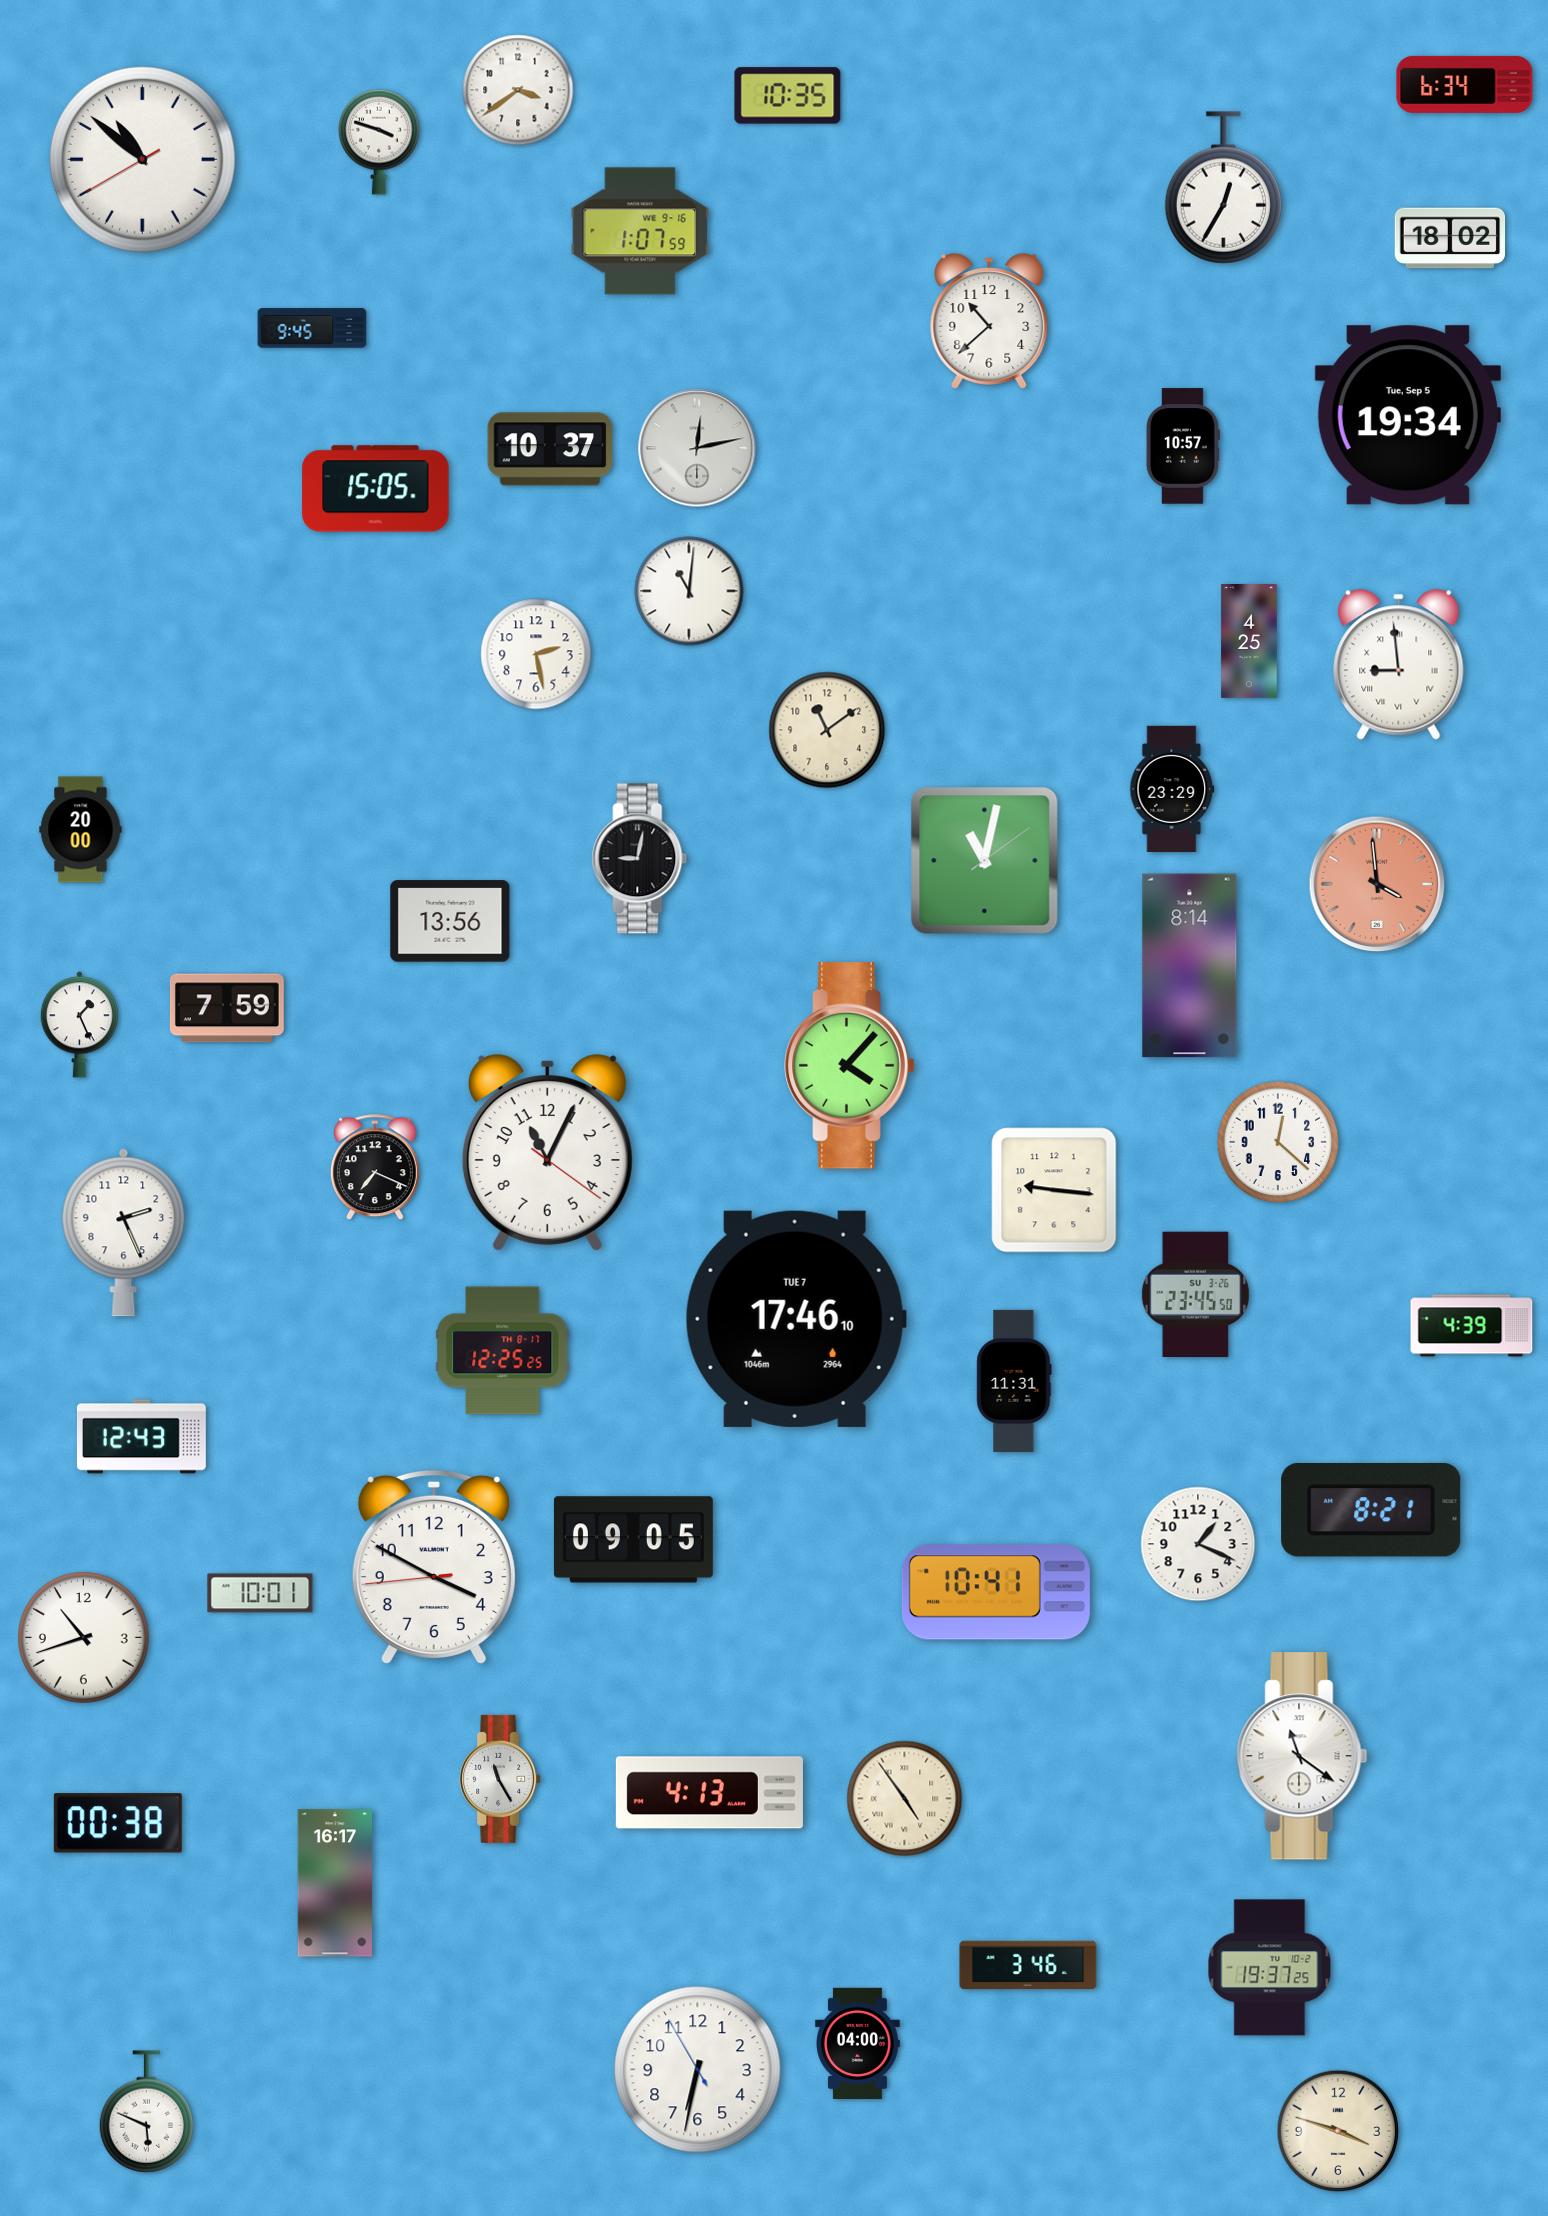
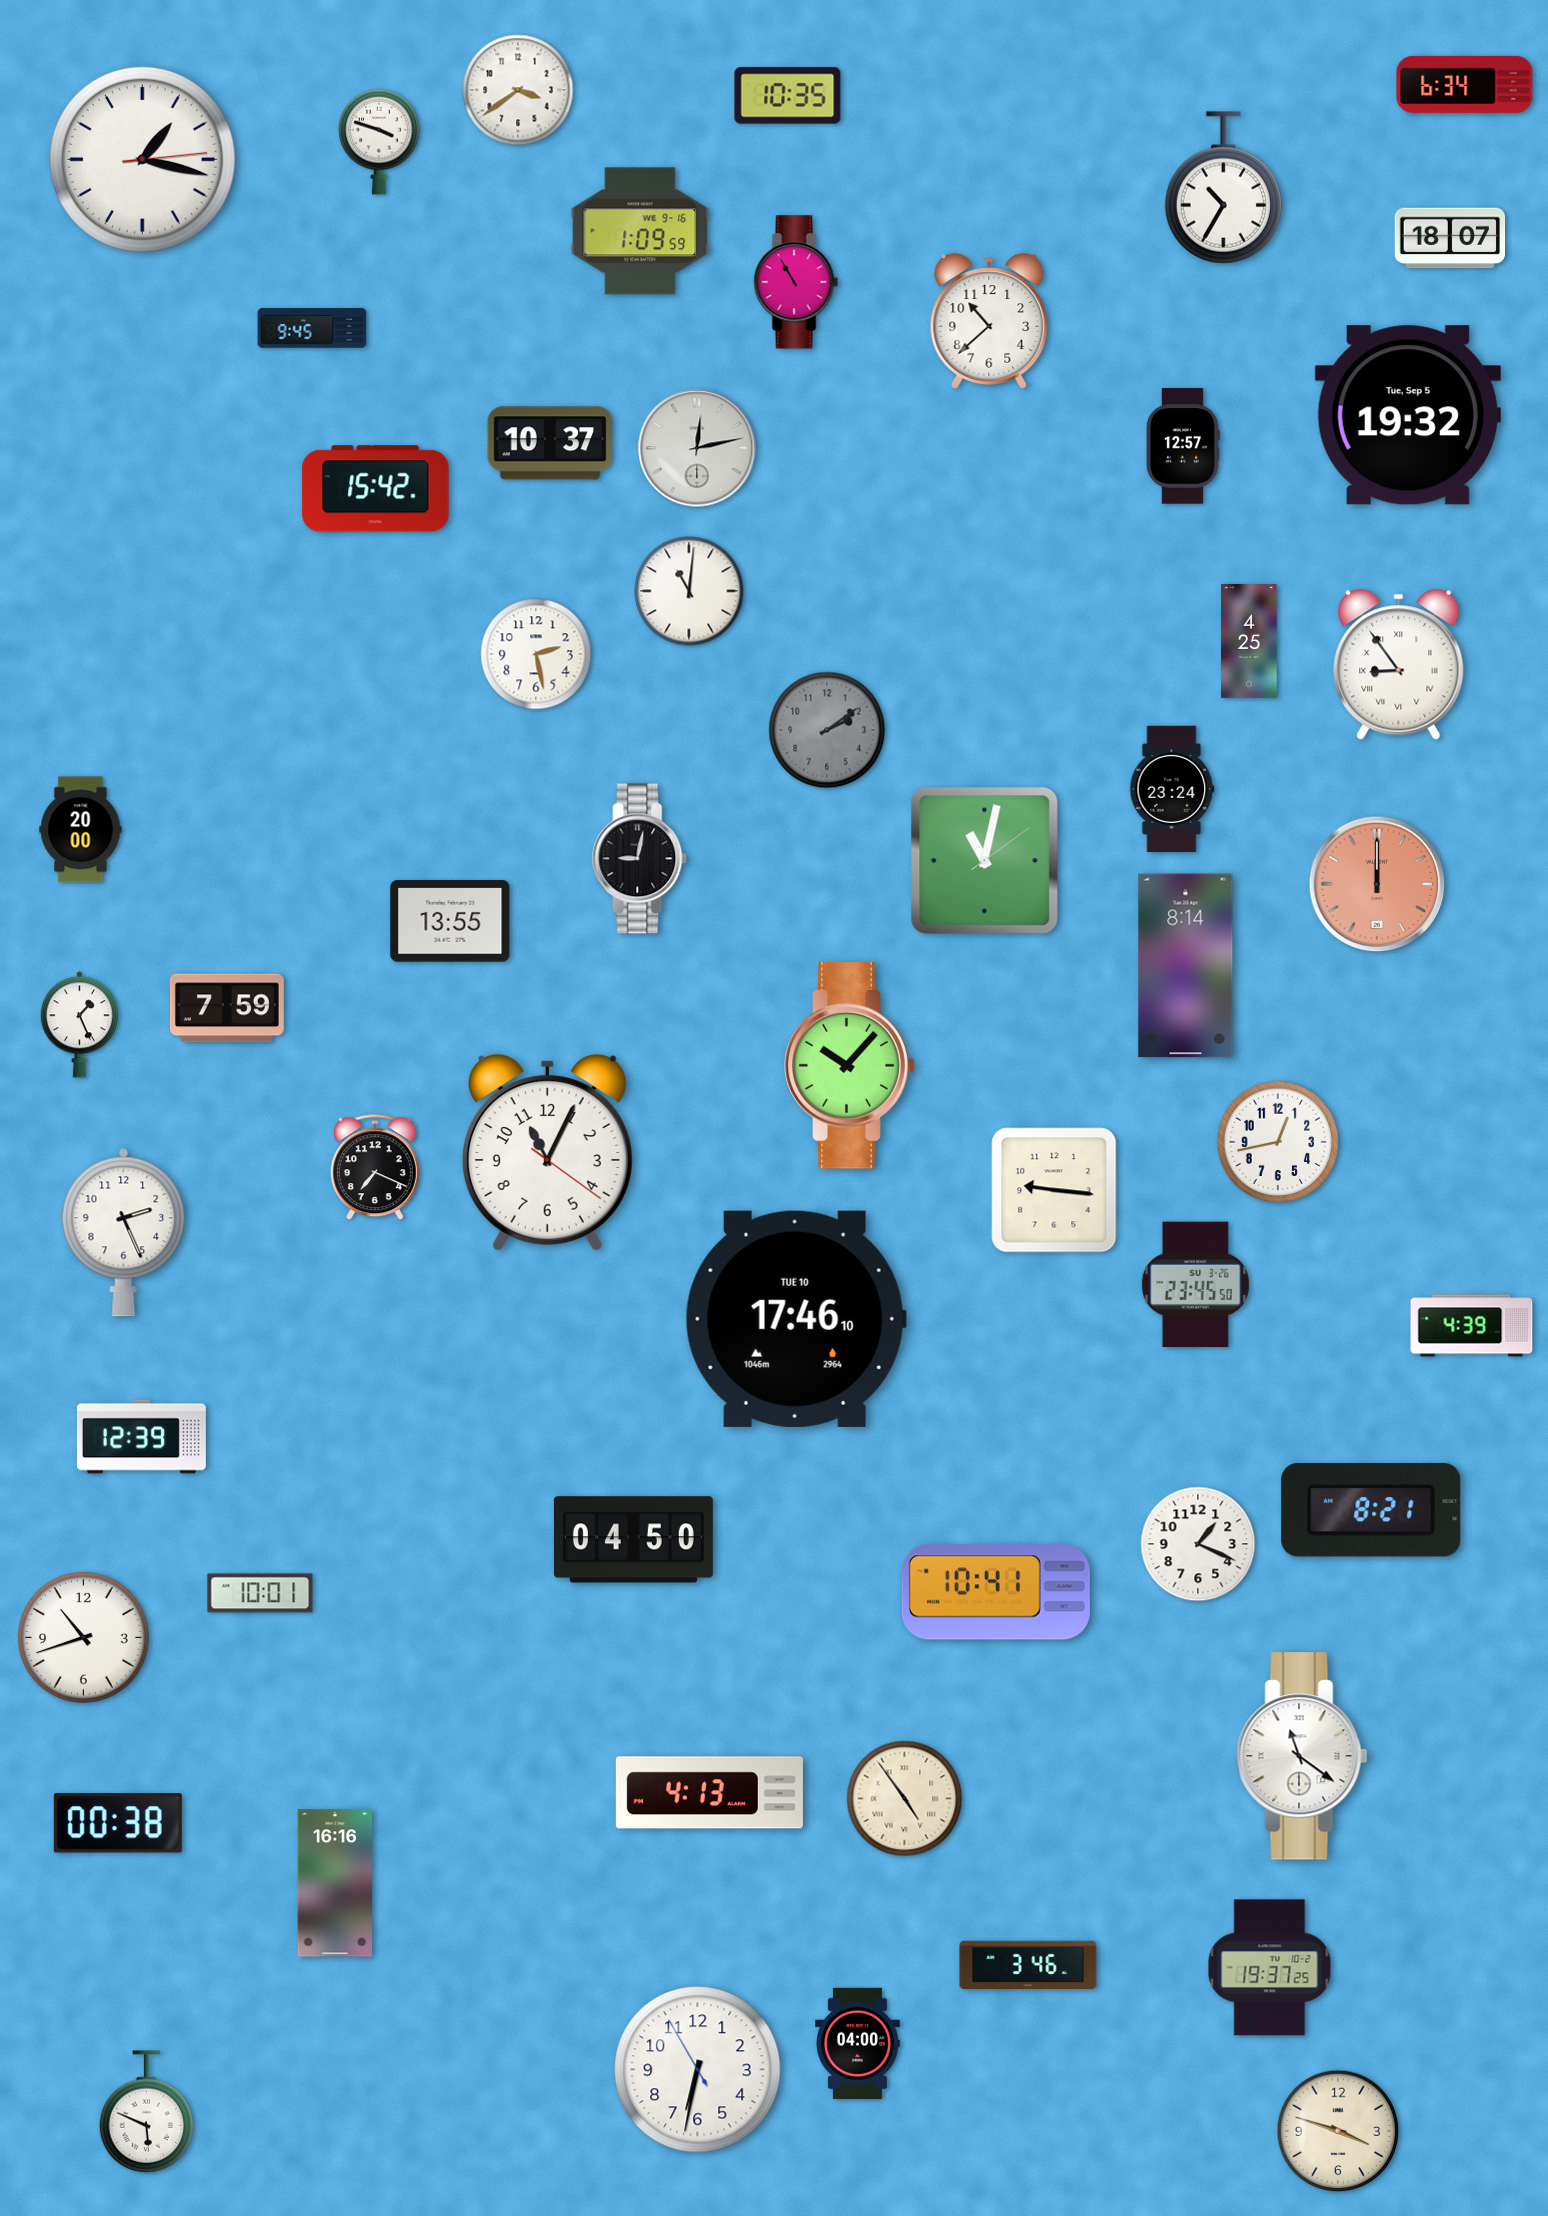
clock at (142, 159): 10:51 -> 1:17
clock at (1223, 188): 12:35 -> 10:35
clock at (640, 231): 1:07 -> 1:09
clock at (1450, 238): 18:02 -> 18:07
clock at (796, 282): none -> 10:55
clock at (1408, 415): 19:34 -> 19:32
clock at (1183, 446): 10:57 -> 12:57
clock at (550, 449) position: (550, 449) -> (550, 443)
clock at (376, 489): 15:05 -> 15:42
clock at (1399, 665): 8:59 -> 8:54
clock at (827, 730): 11:09 -> 2:09
clock at (827, 730) dial: cream -> grey
clock at (1172, 788): 23:29 -> 23:24
clock at (1377, 884): 3:59 -> 12:00
clock at (450, 921): 13:56 -> 13:55
clock at (1190, 966) position: (1190, 966) -> (1186, 966)
clock at (850, 1066): 4:07 -> 10:07
clock at (1278, 1142): 12:22 -> 12:43
clock at (1195, 1295) position: (1195, 1295) -> (1195, 1285)
clock at (796, 1319) date: TUE 7 -> TUE 10
clock at (503, 1351): 12:25 -> none
clock at (1014, 1381): 11:31 -> none
clock at (141, 1437): 12:43 -> 12:39
clock at (633, 1540): 09:05 -> 04:50
clock at (434, 1566): 3:49 -> none
clock at (500, 1779): 11:25 -> none
clock at (335, 1883): 16:17 -> 16:16
